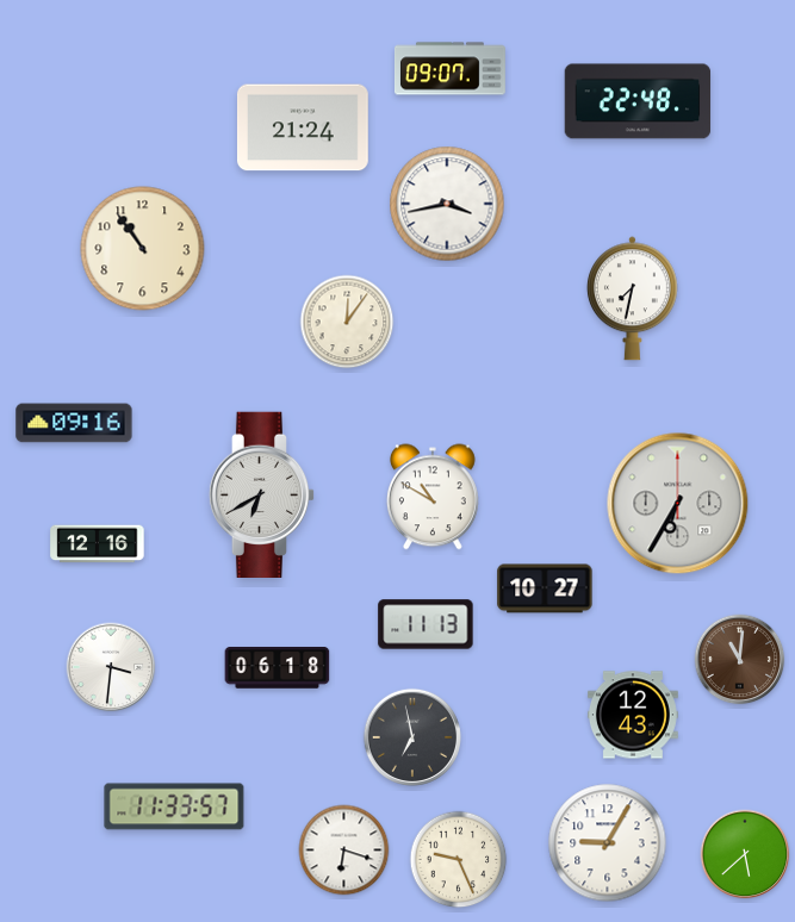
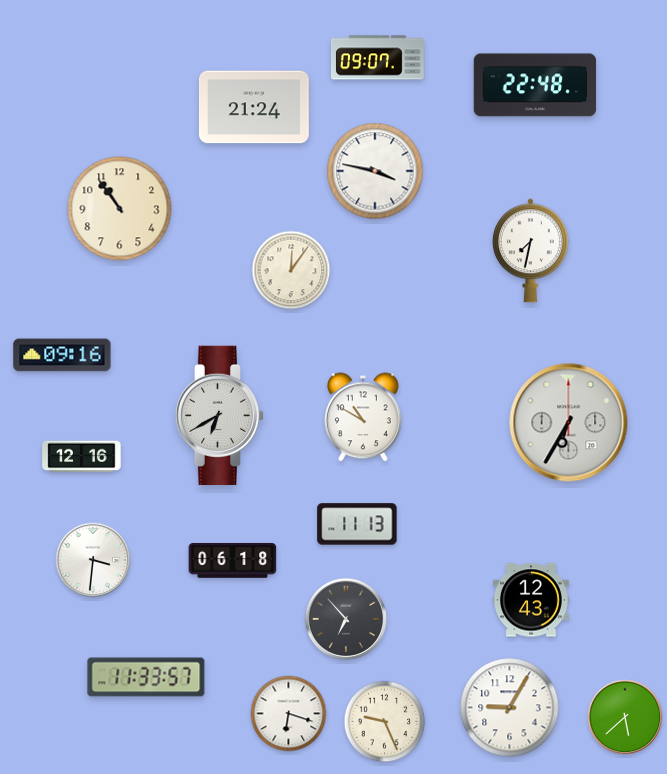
clock at (447, 204): 3:43 -> 3:47
clock at (545, 588): 10:27 -> none
clock at (740, 660): 11:01 -> none
clock at (412, 737): 6:58 -> 6:53
